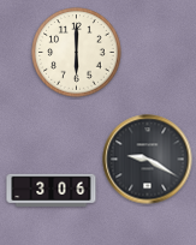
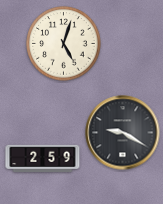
clock at (77, 53): 6:00 -> 5:03
clock at (52, 190): 3:06 -> 2:59
